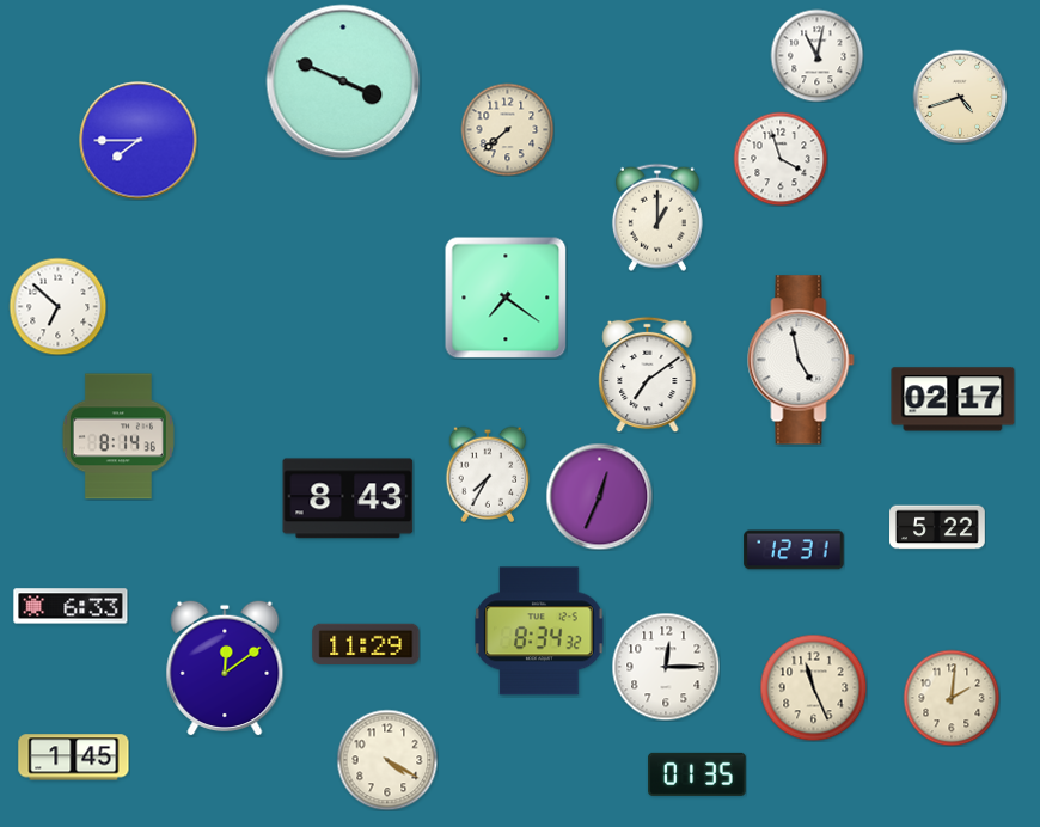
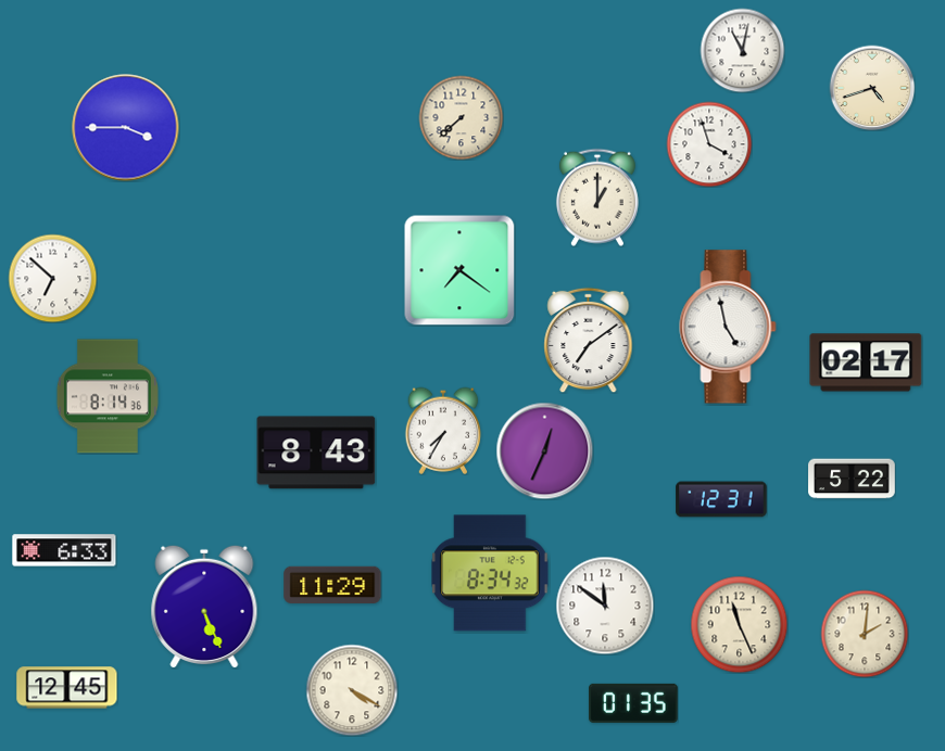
clock at (343, 81): 3:49 -> none
clock at (139, 141): 7:45 -> 3:45
clock at (225, 667): 12:09 -> 5:26
clock at (666, 667): 12:15 -> 11:51
clock at (74, 758): 1:45 -> 12:45
